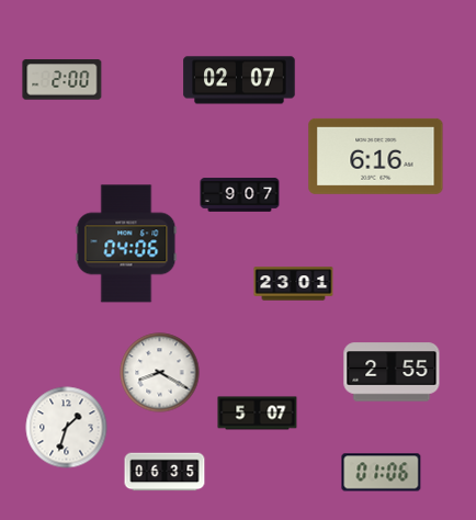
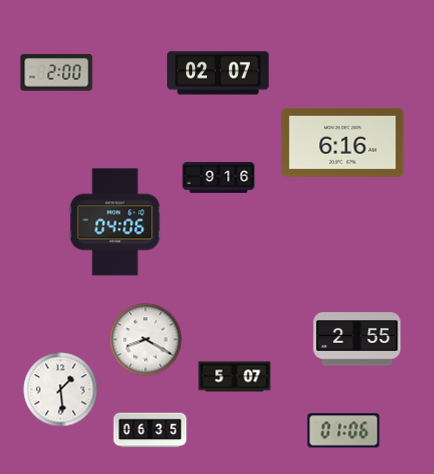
clock at (240, 195): 9:07 -> 9:16
clock at (294, 284): 23:01 -> none
clock at (67, 428): 1:33 -> 1:29
clock at (382, 473) position: (382, 473) -> (344, 431)
